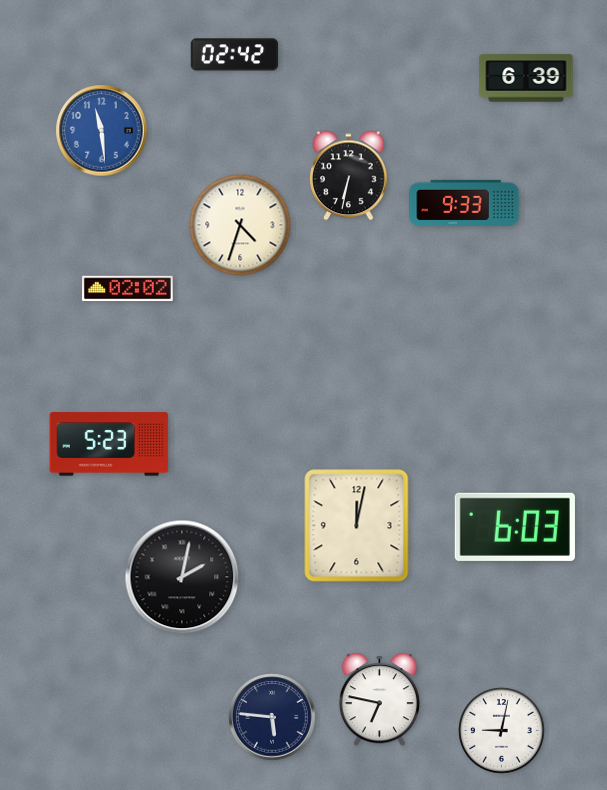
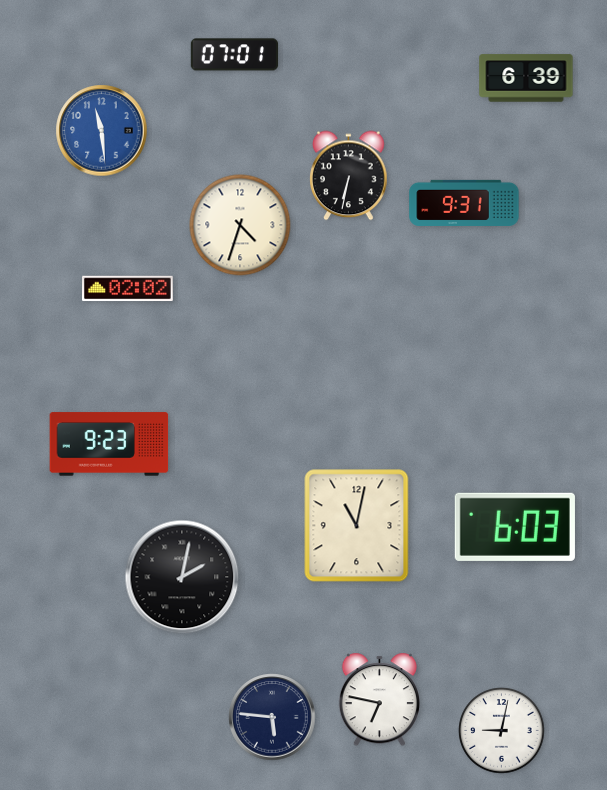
clock at (235, 55): 02:42 -> 07:01
clock at (464, 203): 9:33 -> 9:31
clock at (109, 444): 5:23 -> 9:23
clock at (357, 526): 12:02 -> 11:02
